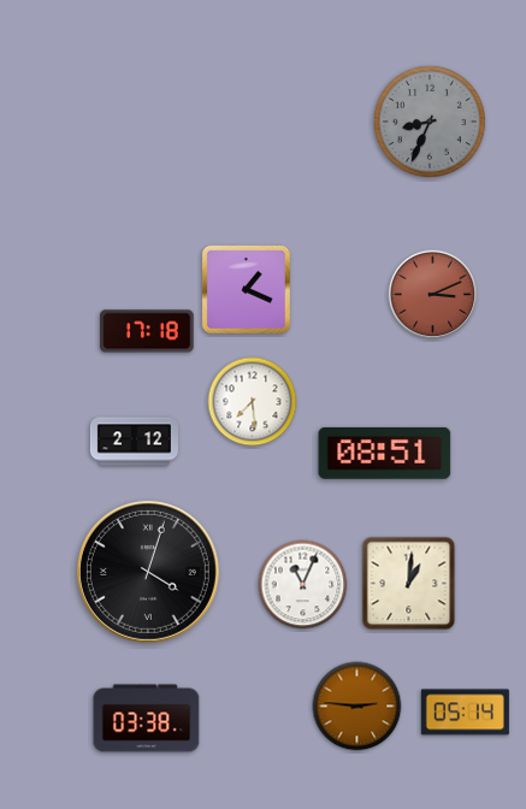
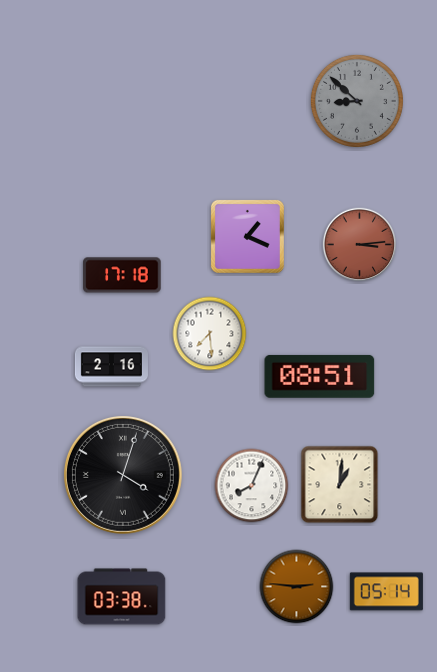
clock at (430, 122): 8:34 -> 8:52
clock at (246, 289) position: (246, 289) -> (247, 236)
clock at (433, 295): 3:11 -> 3:14
clock at (134, 442): 2:12 -> 2:16
clock at (303, 585): 11:04 -> 8:04
